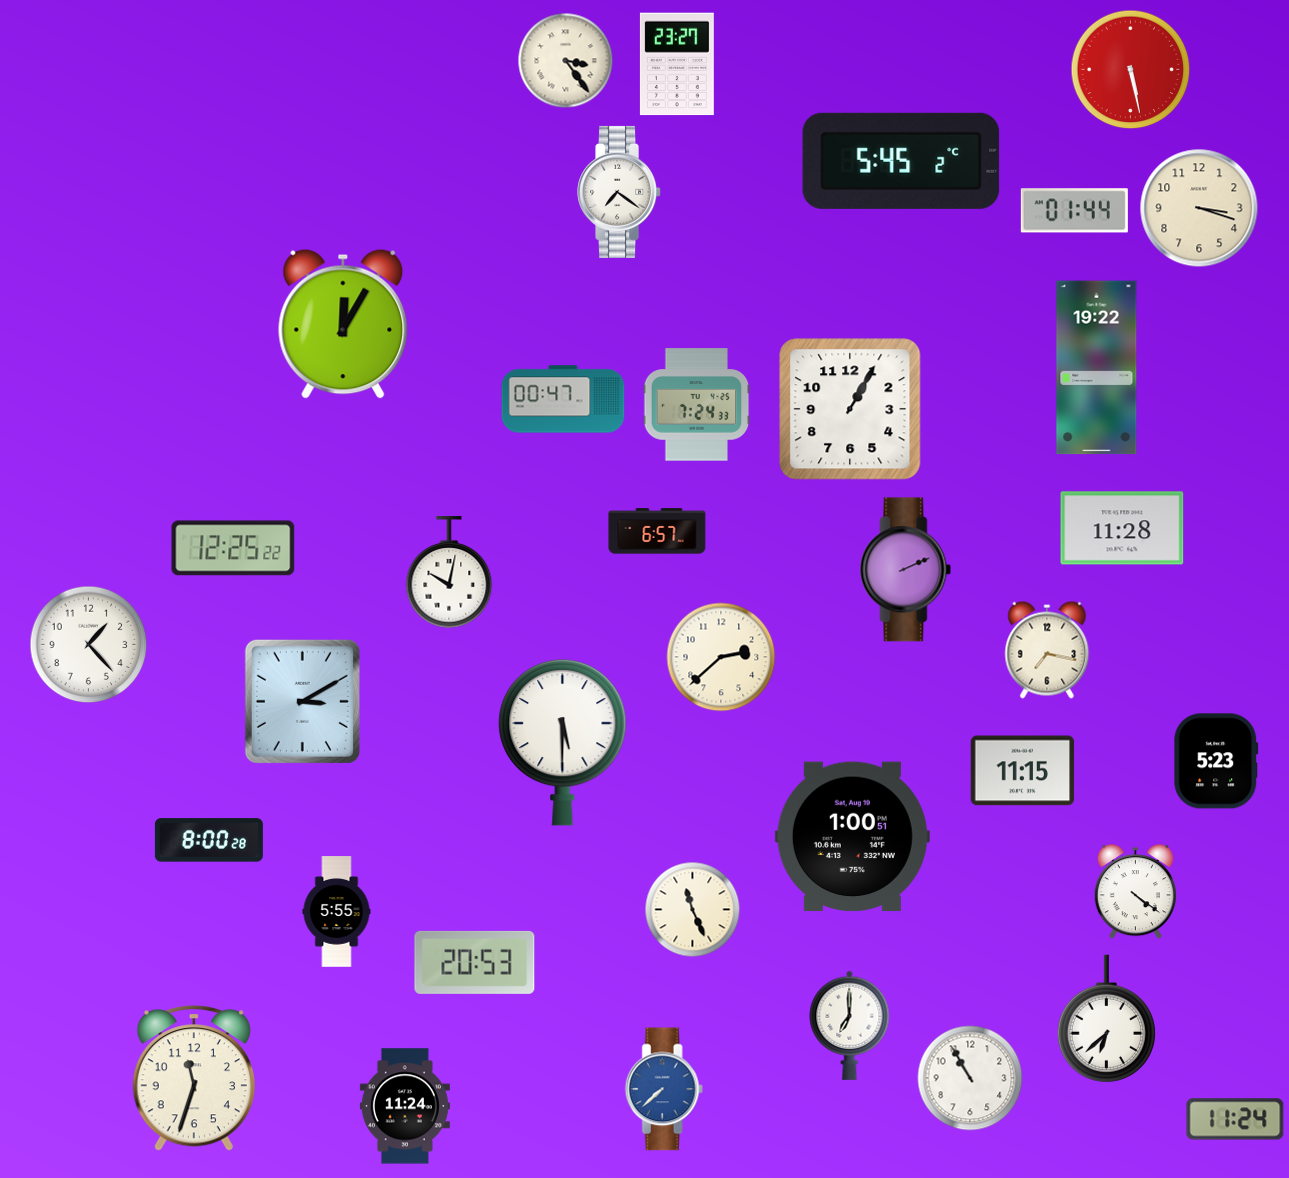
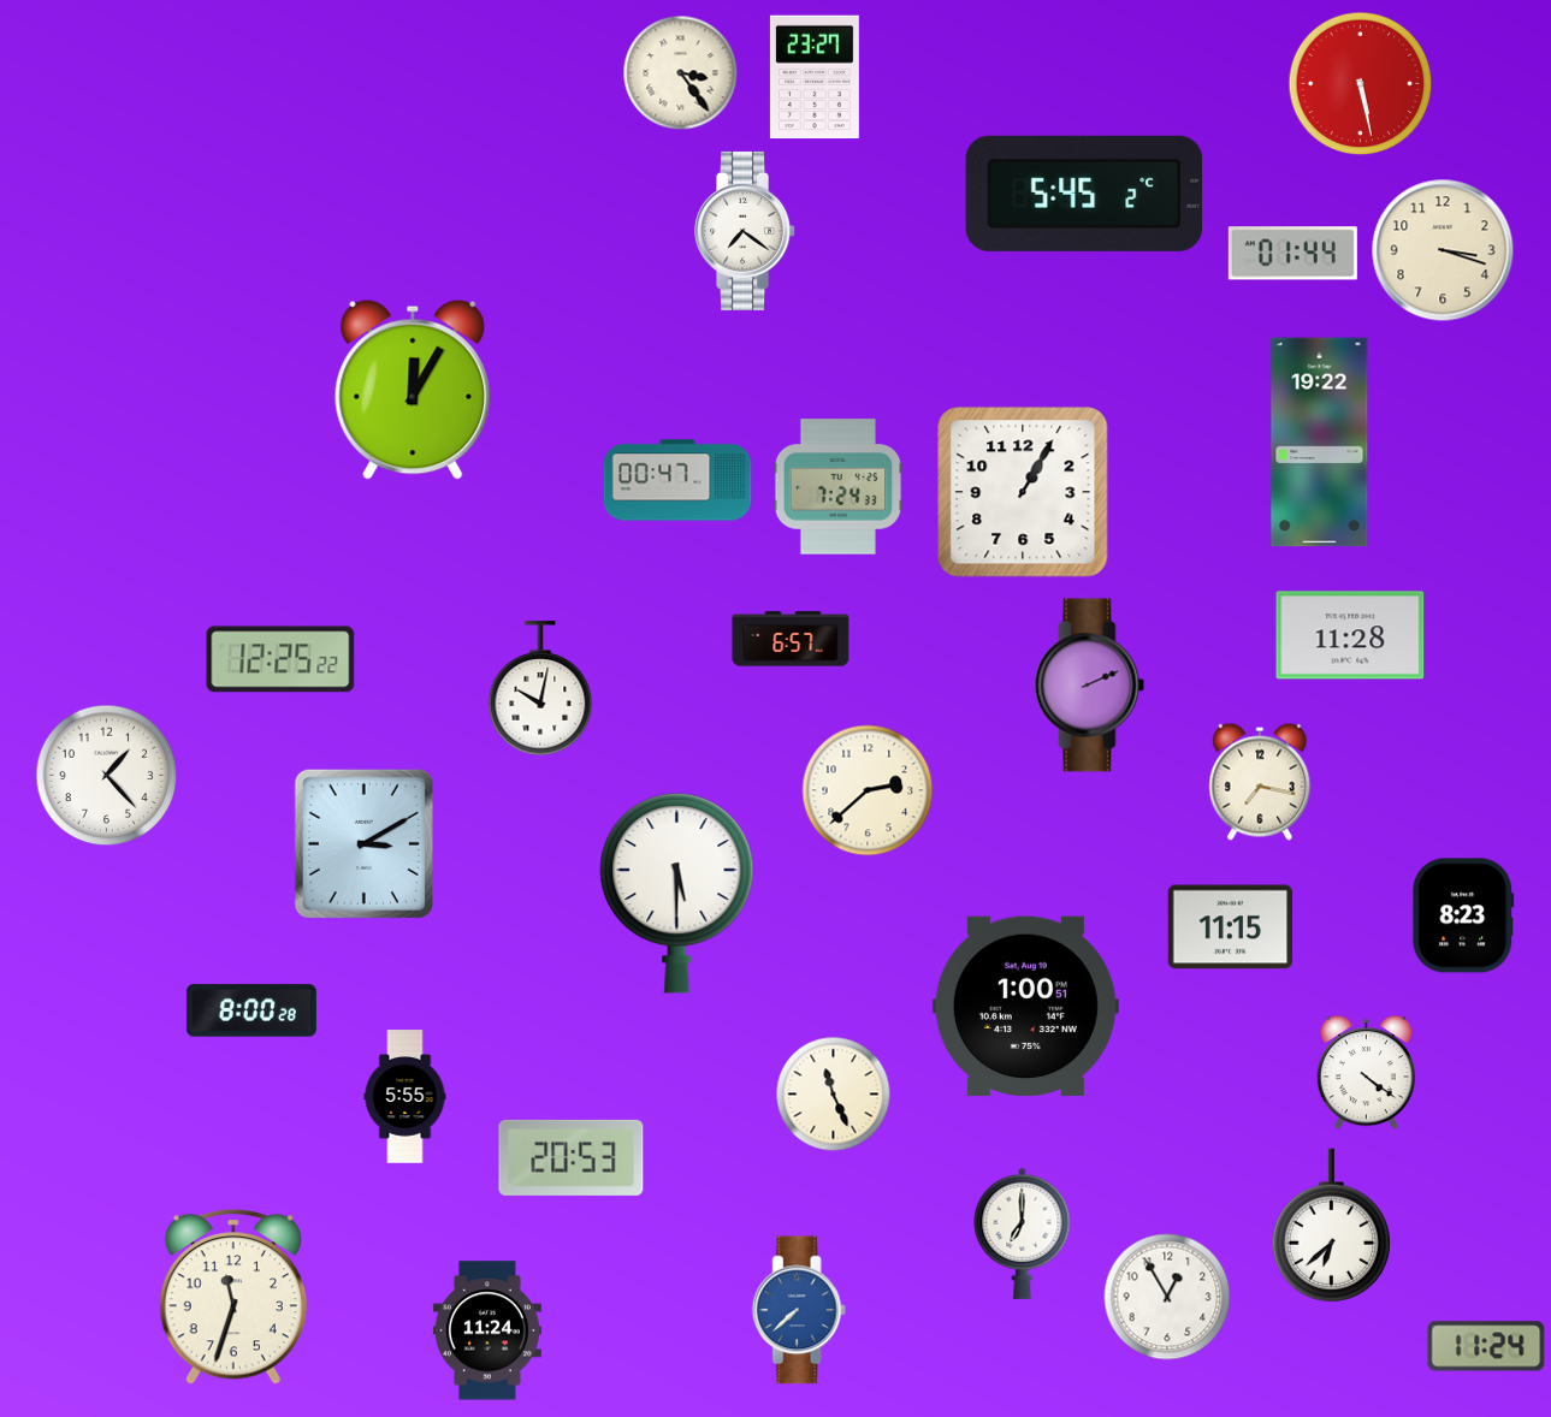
clock at (1216, 761): 5:23 -> 8:23
clock at (970, 1078): 10:55 -> 12:55
